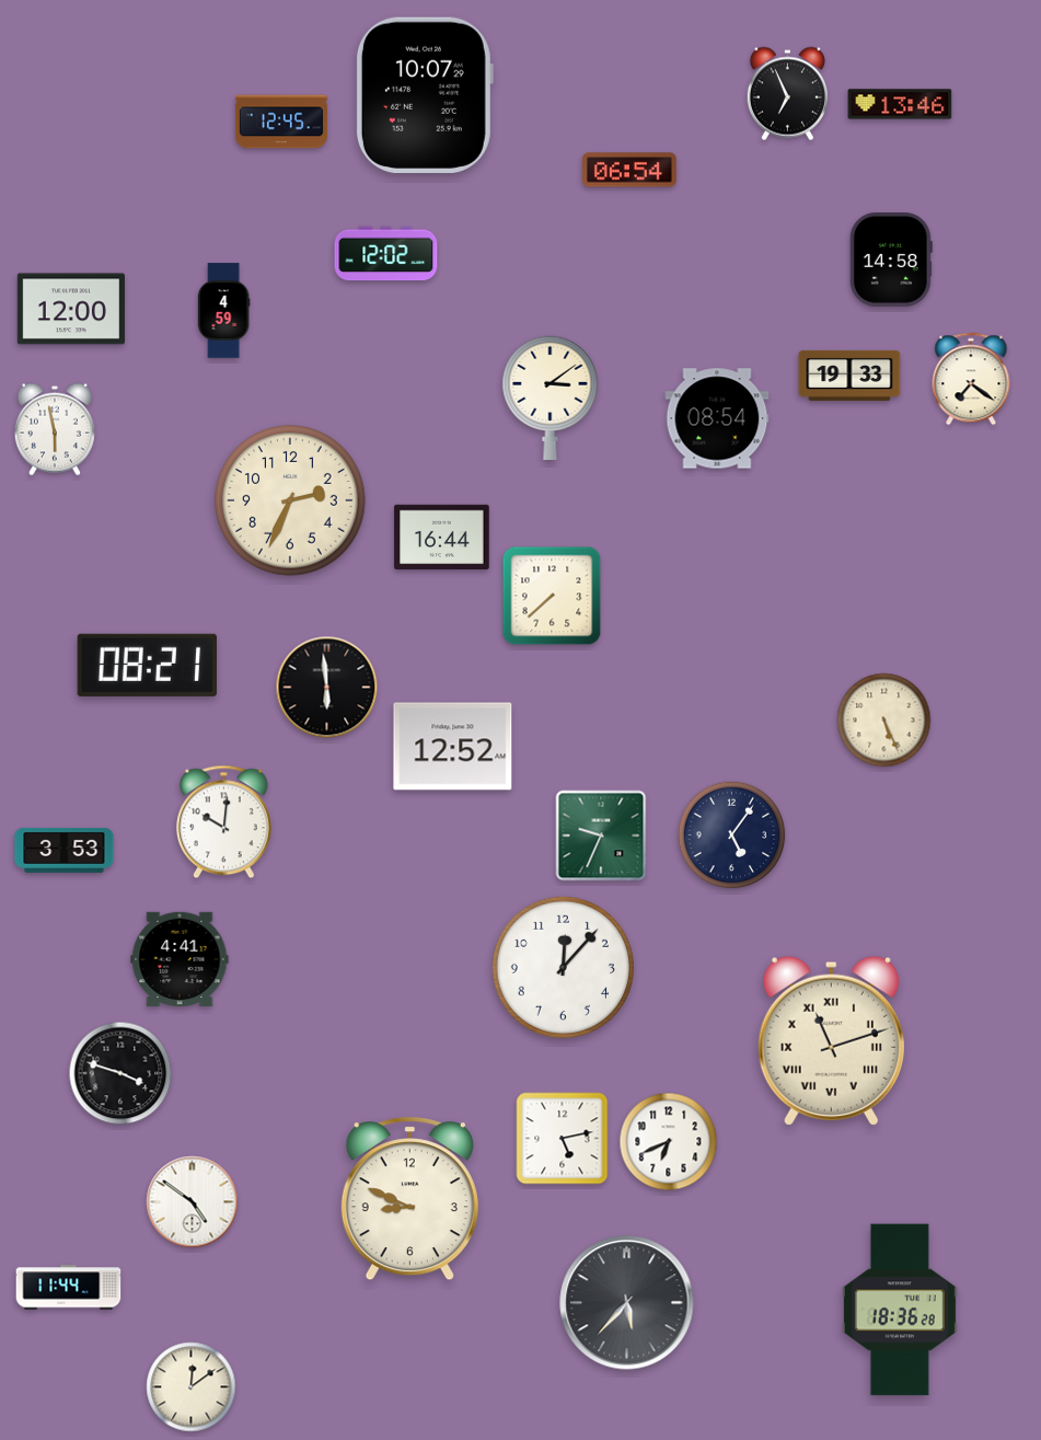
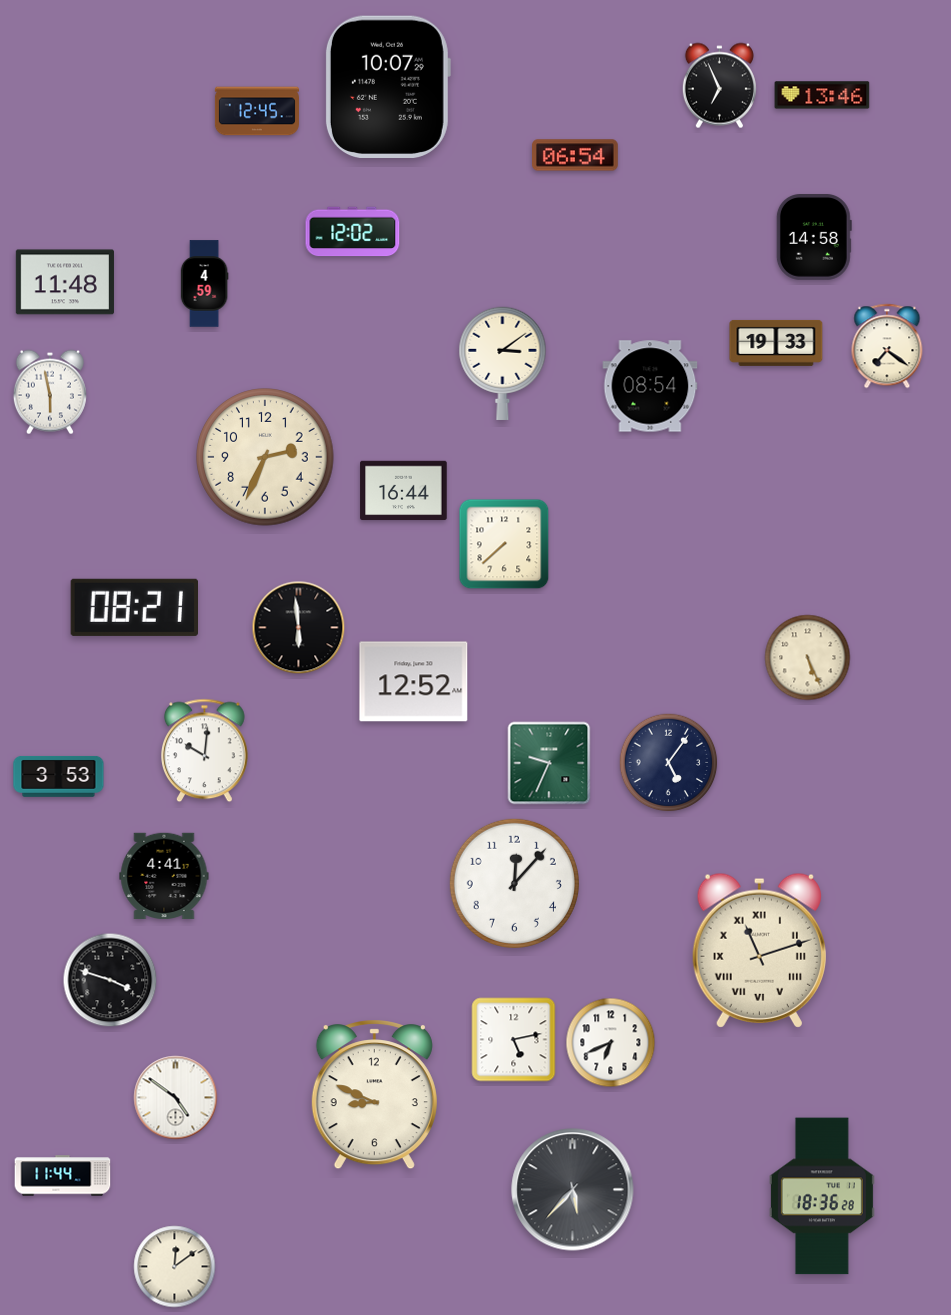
clock at (71, 309): 12:00 -> 11:48
clock at (717, 418) position: (717, 418) -> (650, 386)
